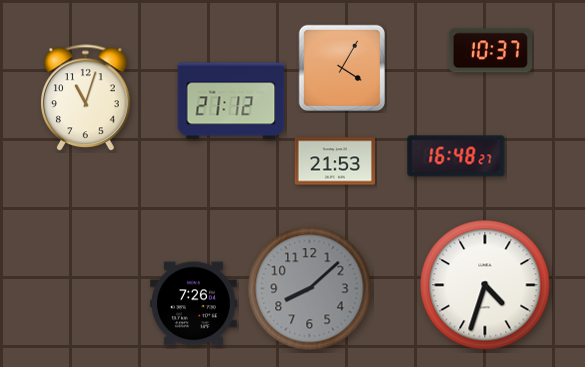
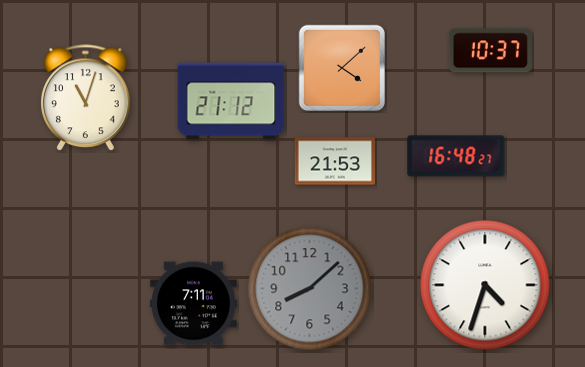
clock at (342, 68): 4:05 -> 4:08
clock at (194, 304): 7:26 -> 7:11
